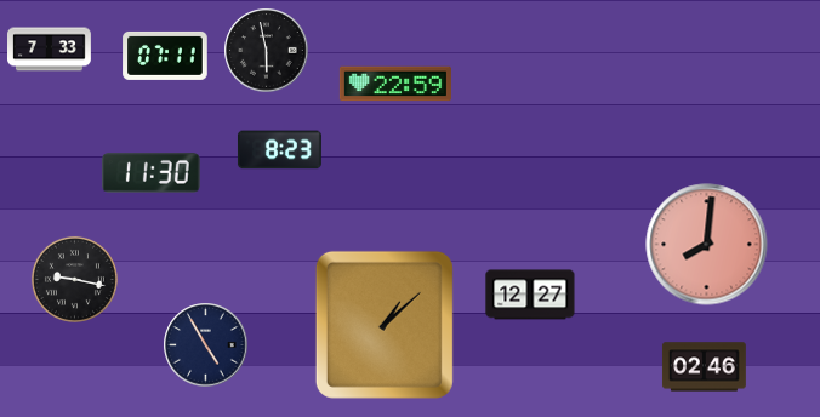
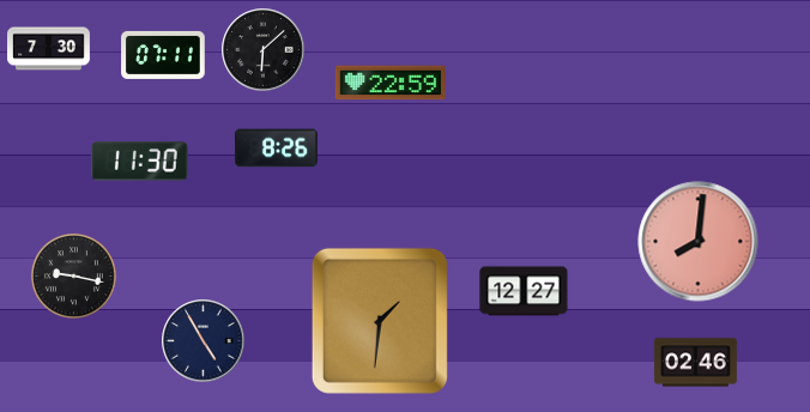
clock at (50, 50): 7:33 -> 7:30
clock at (267, 51): 5:58 -> 6:08
clock at (279, 150): 8:23 -> 8:26
clock at (150, 173) position: (150, 173) -> (139, 162)
clock at (385, 325): 1:08 -> 1:31
